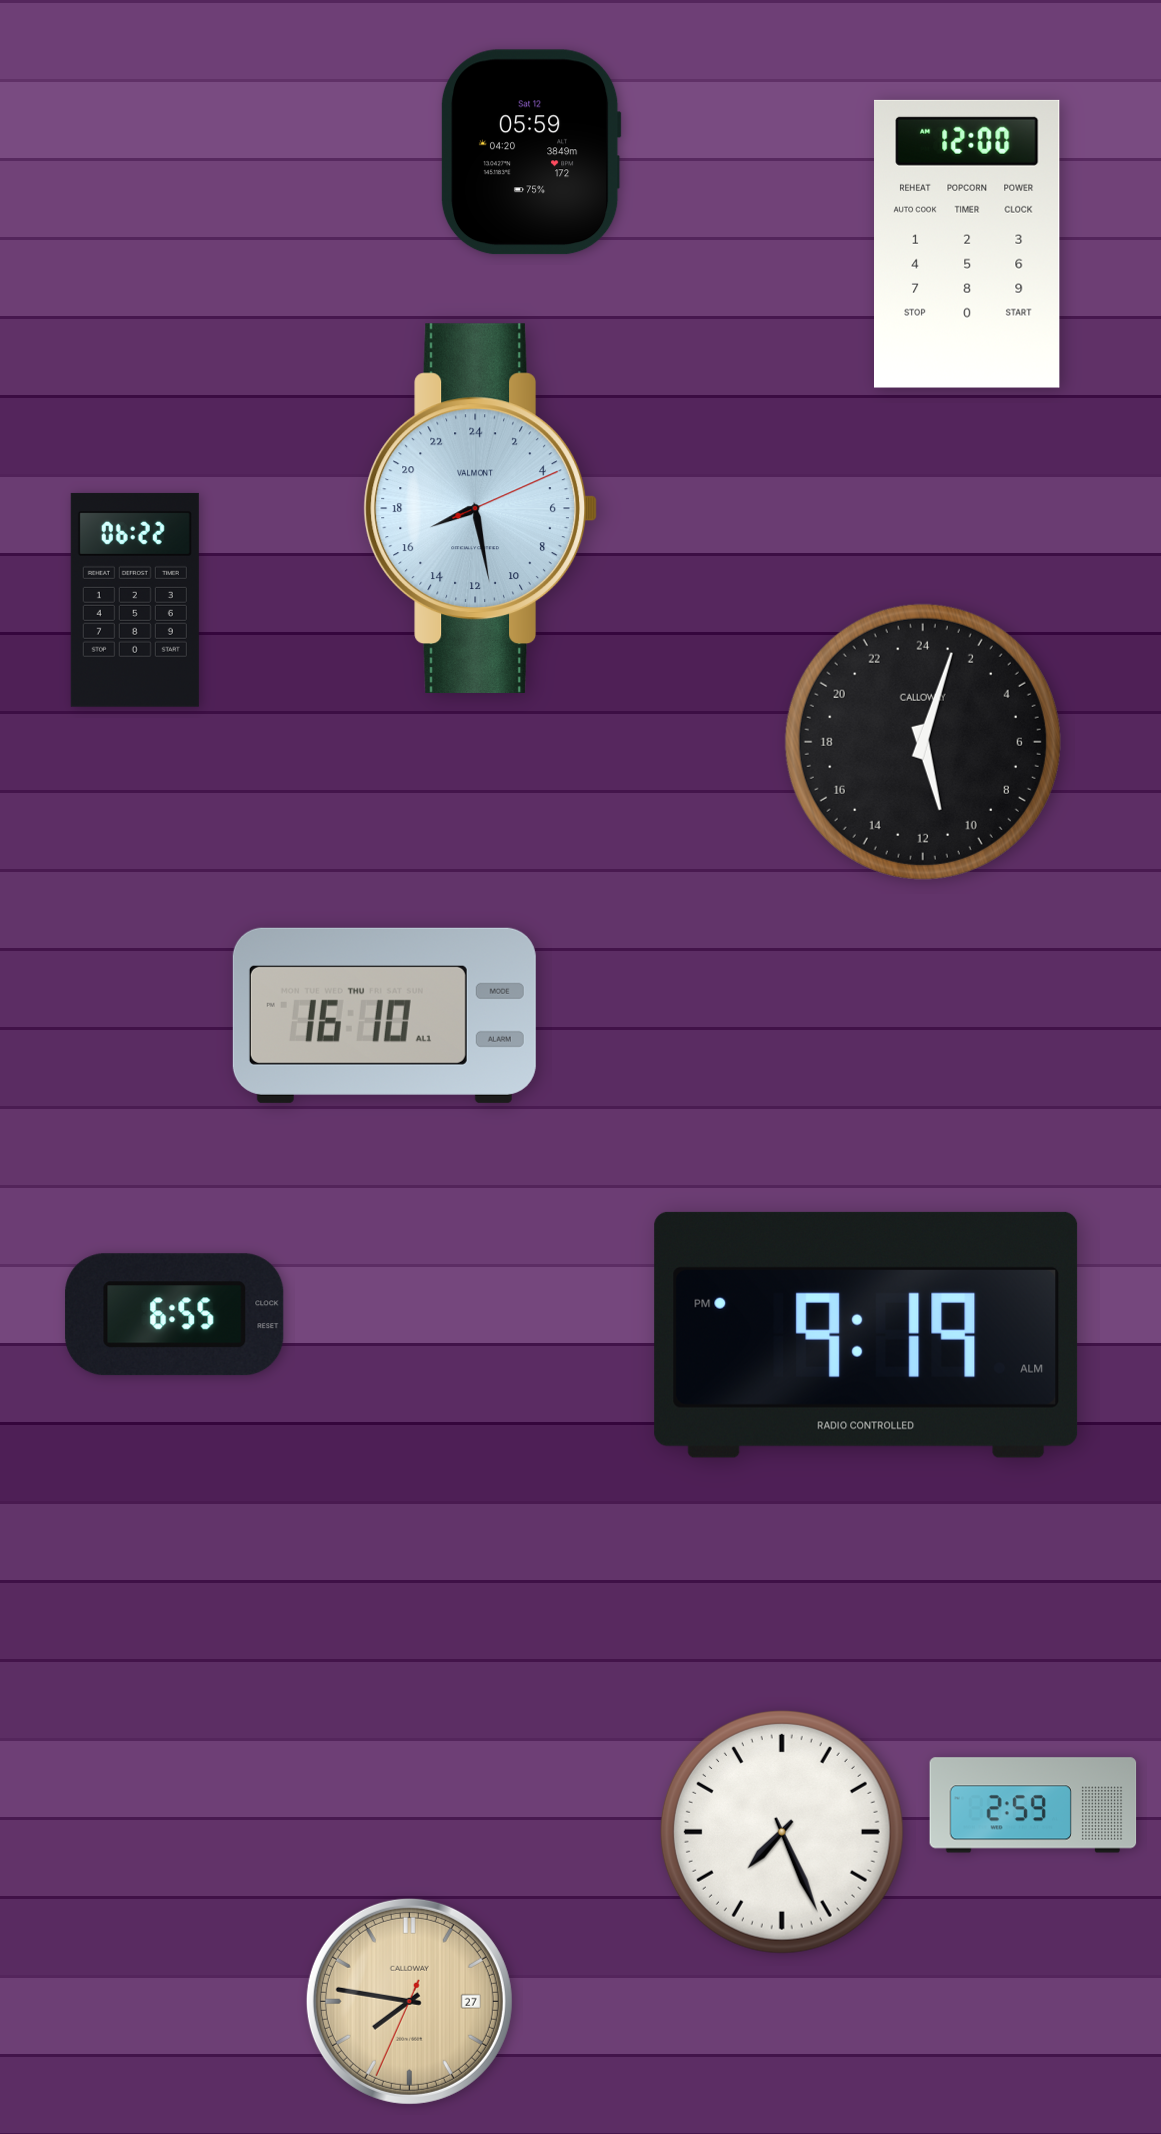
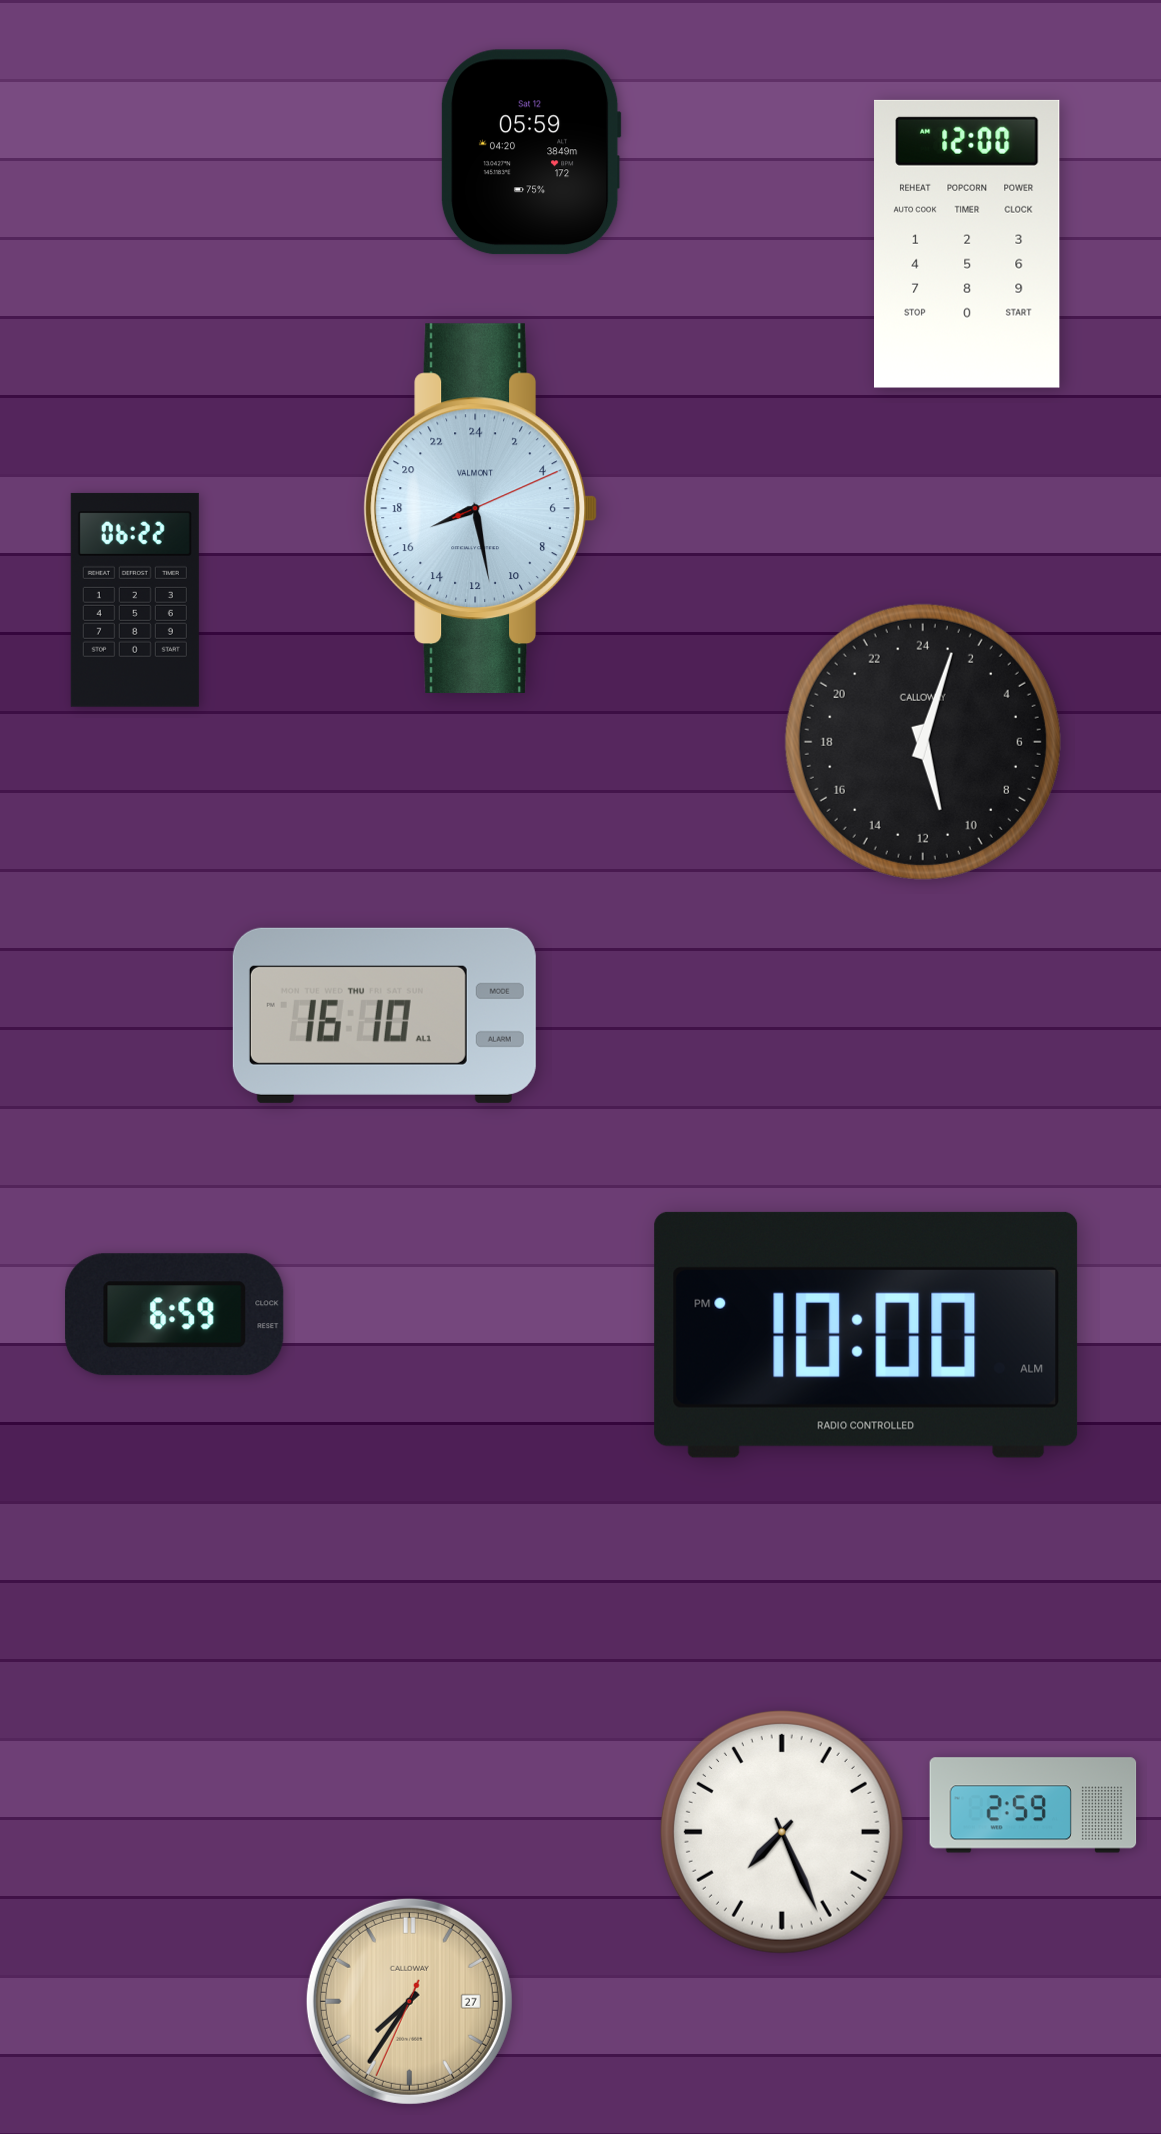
clock at (175, 1315): 6:55 -> 6:59
clock at (866, 1335): 9:19 -> 10:00
clock at (409, 2001): 7:46 -> 7:35
